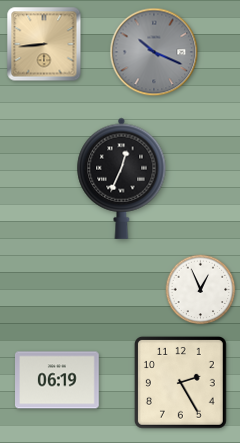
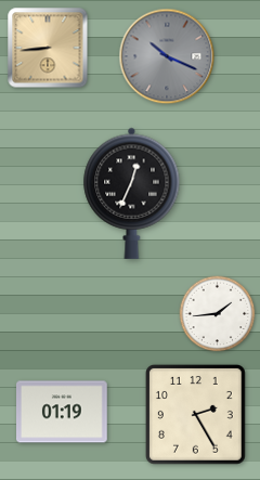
clock at (201, 290): 12:56 -> 1:44
clock at (58, 380): 06:19 -> 01:19
